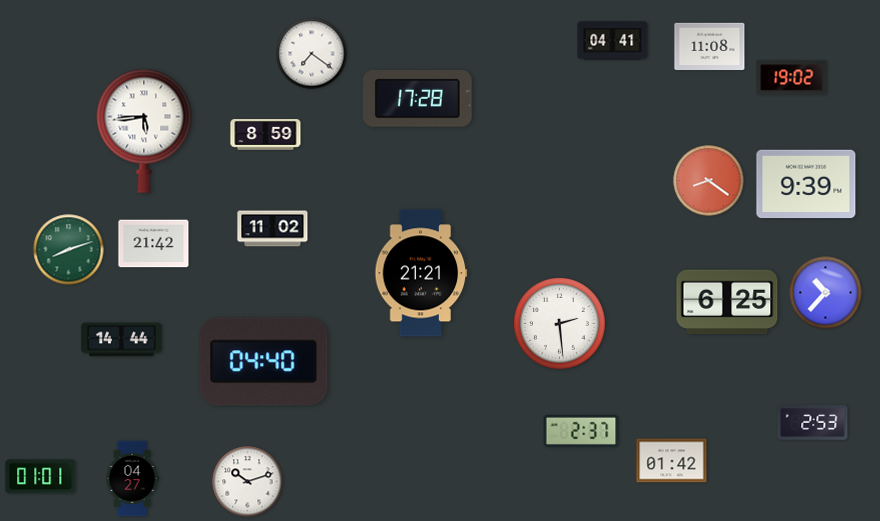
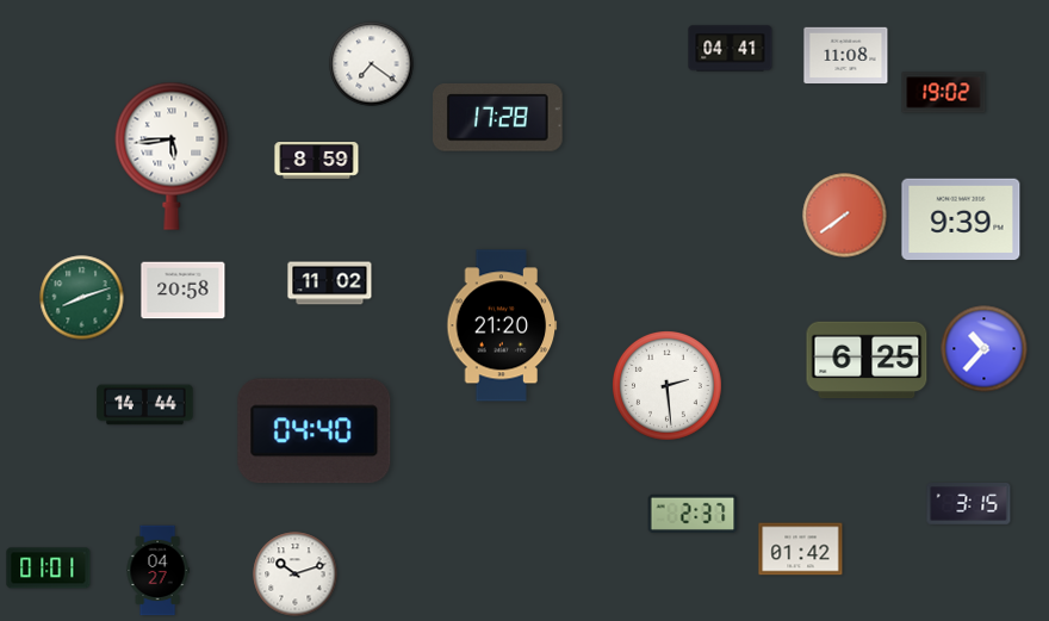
clock at (709, 181): 8:21 -> 7:39
clock at (273, 229) position: (273, 229) -> (330, 284)
clock at (154, 244): 21:42 -> 20:58
clock at (421, 273): 21:21 -> 21:20
clock at (813, 423): 2:53 -> 3:15
